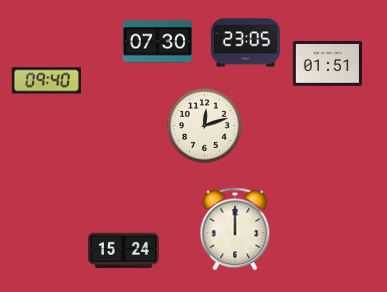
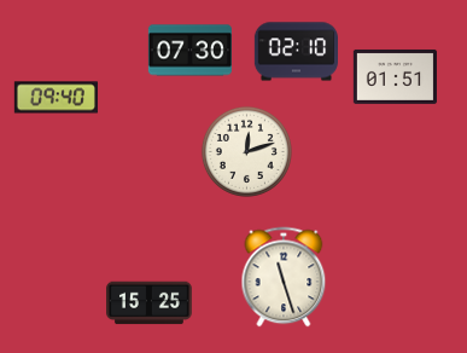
clock at (245, 43): 23:05 -> 02:10
clock at (235, 229): 12:00 -> 11:27
clock at (124, 251): 15:24 -> 15:25
